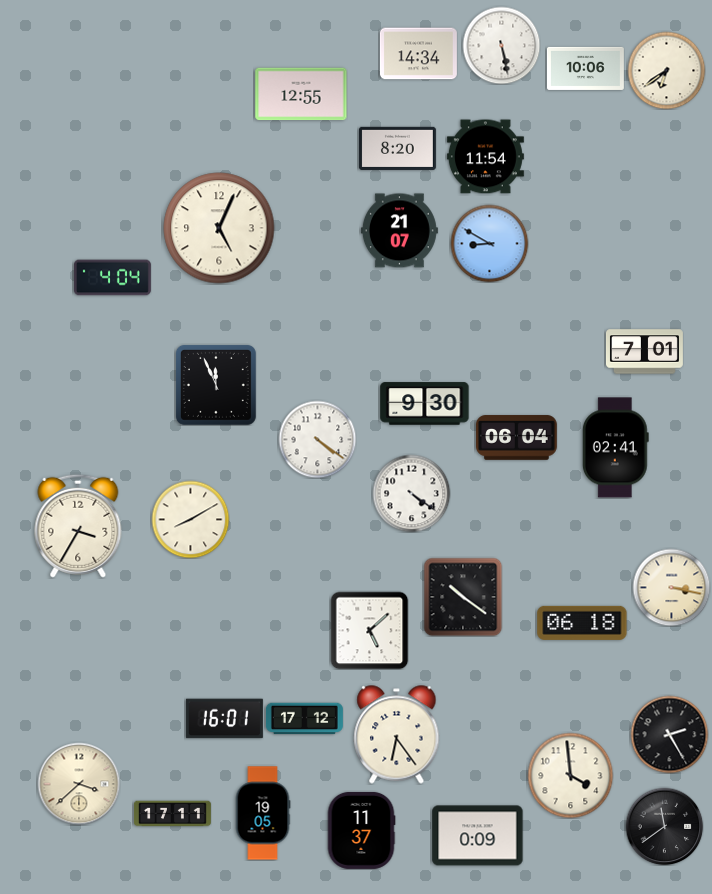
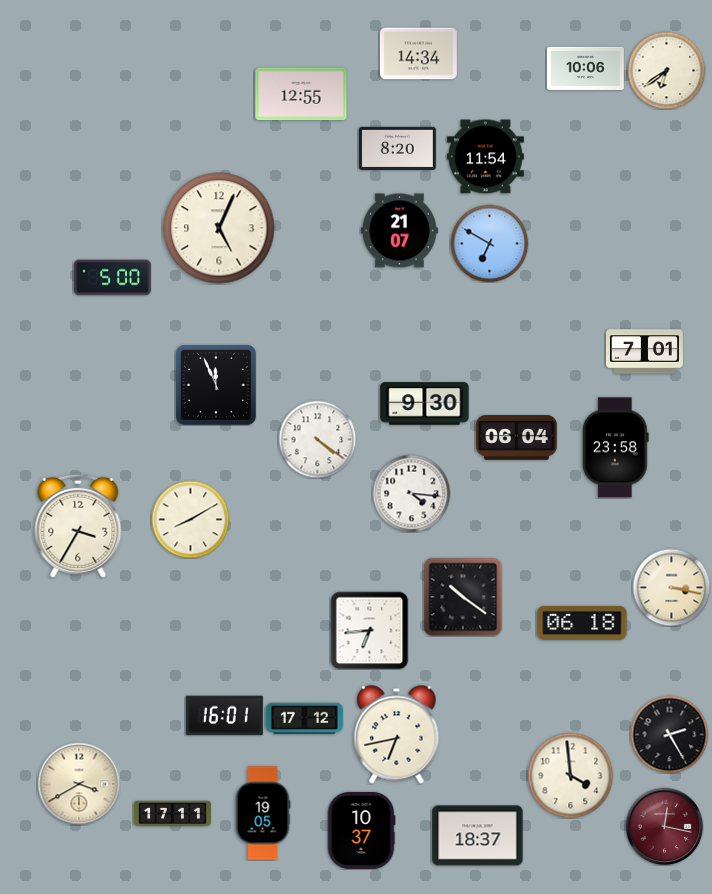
clock at (501, 45): 5:28 -> none
clock at (489, 243): 8:50 -> 6:50
clock at (112, 278): 4:04 -> 5:00
clock at (615, 448): 02:41 -> 23:58
clock at (411, 493): 4:21 -> 4:16
clock at (369, 630): 5:08 -> 6:44
clock at (224, 719) position: (224, 719) -> (224, 716)
clock at (397, 735): 6:24 -> 6:43
clock at (79, 784): 3:38 -> 3:40
clock at (664, 826): 11:39 -> 12:17
clock at (664, 826) dial: black -> burgundy
clock at (361, 830): 11:37 -> 10:37
clock at (478, 836): 0:09 -> 18:37
